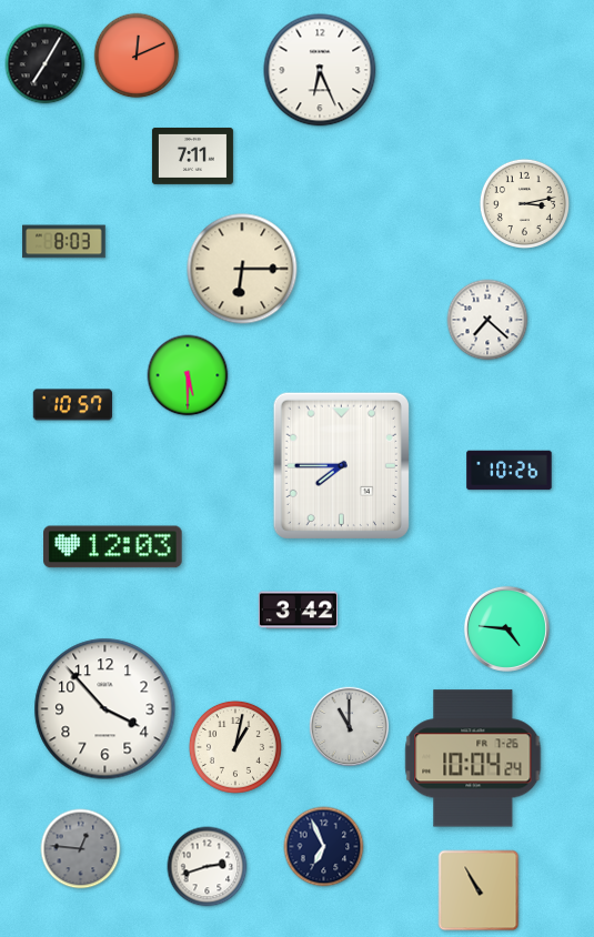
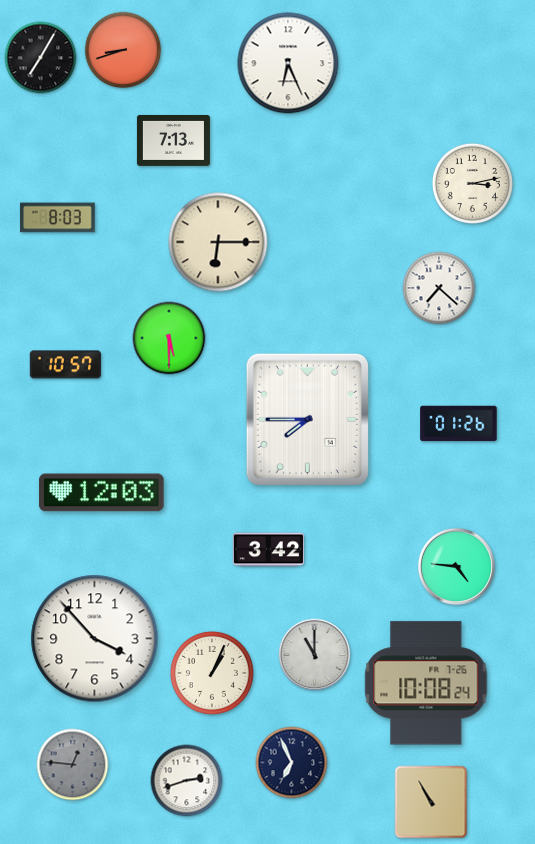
clock at (137, 56): 12:11 -> 8:42
clock at (192, 155): 7:11 -> 7:13
clock at (510, 471): 10:26 -> 01:26
clock at (235, 747): 1:02 -> 1:04
clock at (473, 758): 10:04 -> 10:08
